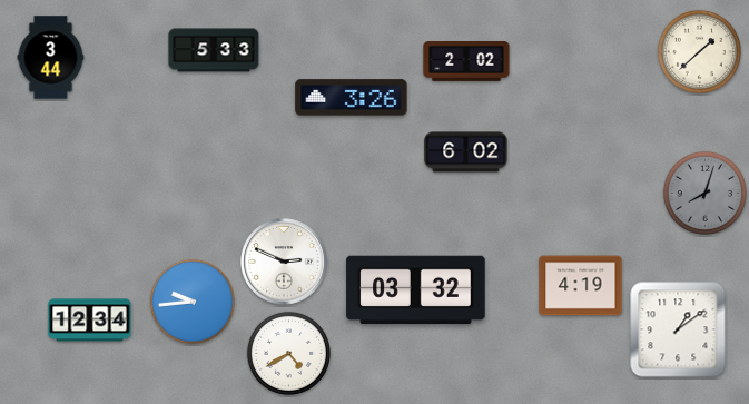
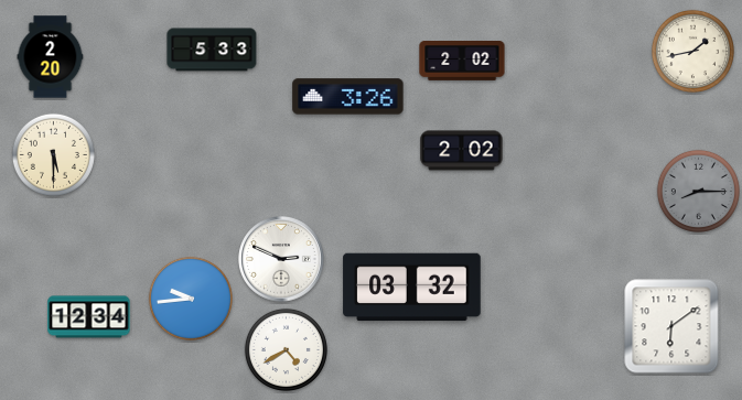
clock at (699, 51): 1:38 -> 1:43
clock at (51, 58): 3:44 -> 2:20
clock at (466, 152): 6:02 -> 2:02
clock at (53, 154): none -> 5:30
clock at (704, 193): 8:03 -> 8:15
clock at (581, 286): 4:19 -> none
clock at (678, 329): 1:09 -> 6:09
